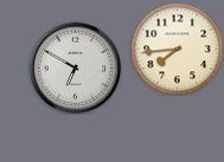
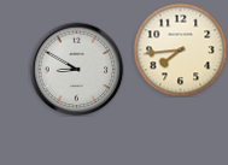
clock at (75, 67): 6:50 -> 8:50
